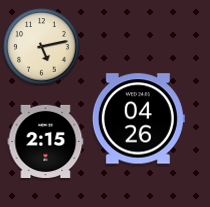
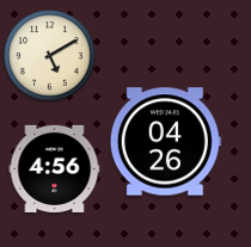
clock at (42, 47): 5:13 -> 5:10
clock at (46, 141): 2:15 -> 4:56
